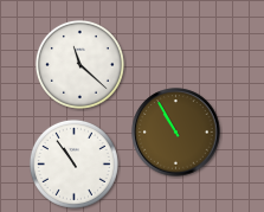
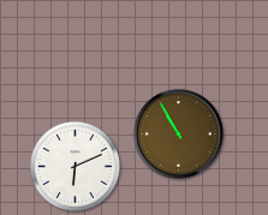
clock at (79, 64): 11:22 -> none
clock at (73, 163): 10:54 -> 6:11
